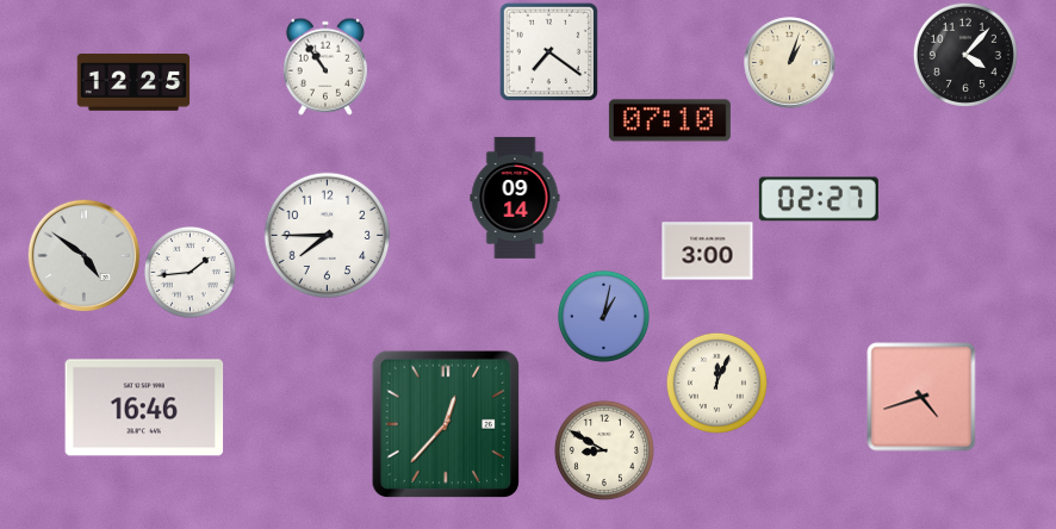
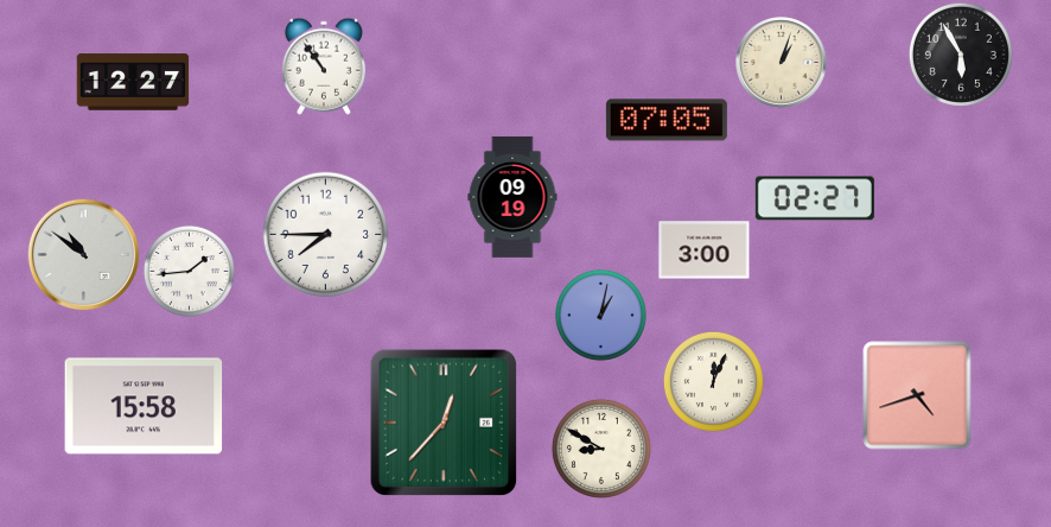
clock at (548, 51): 7:21 -> none
clock at (965, 55): 4:07 -> 5:55
clock at (790, 63) position: (790, 63) -> (782, 63)
clock at (133, 82): 12:25 -> 12:27
clock at (670, 120): 07:10 -> 07:05
clock at (515, 198): 09:14 -> 09:19
clock at (83, 255): 4:51 -> 10:51
clock at (144, 407): 16:46 -> 15:58
